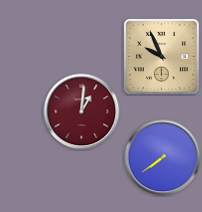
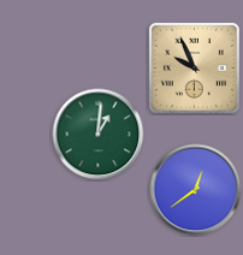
clock at (82, 112) dial: burgundy -> green
clock at (163, 158): 7:39 -> 12:39
